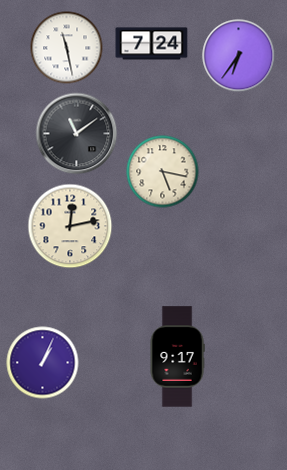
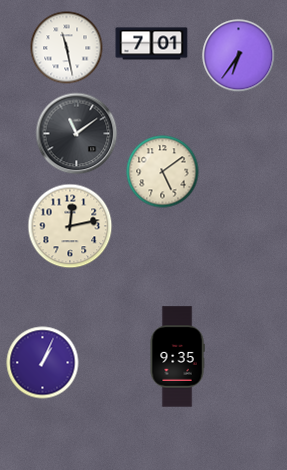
clock at (152, 44): 7:24 -> 7:01
clock at (163, 172): 5:17 -> 5:09
clock at (177, 357): 9:17 -> 9:35
